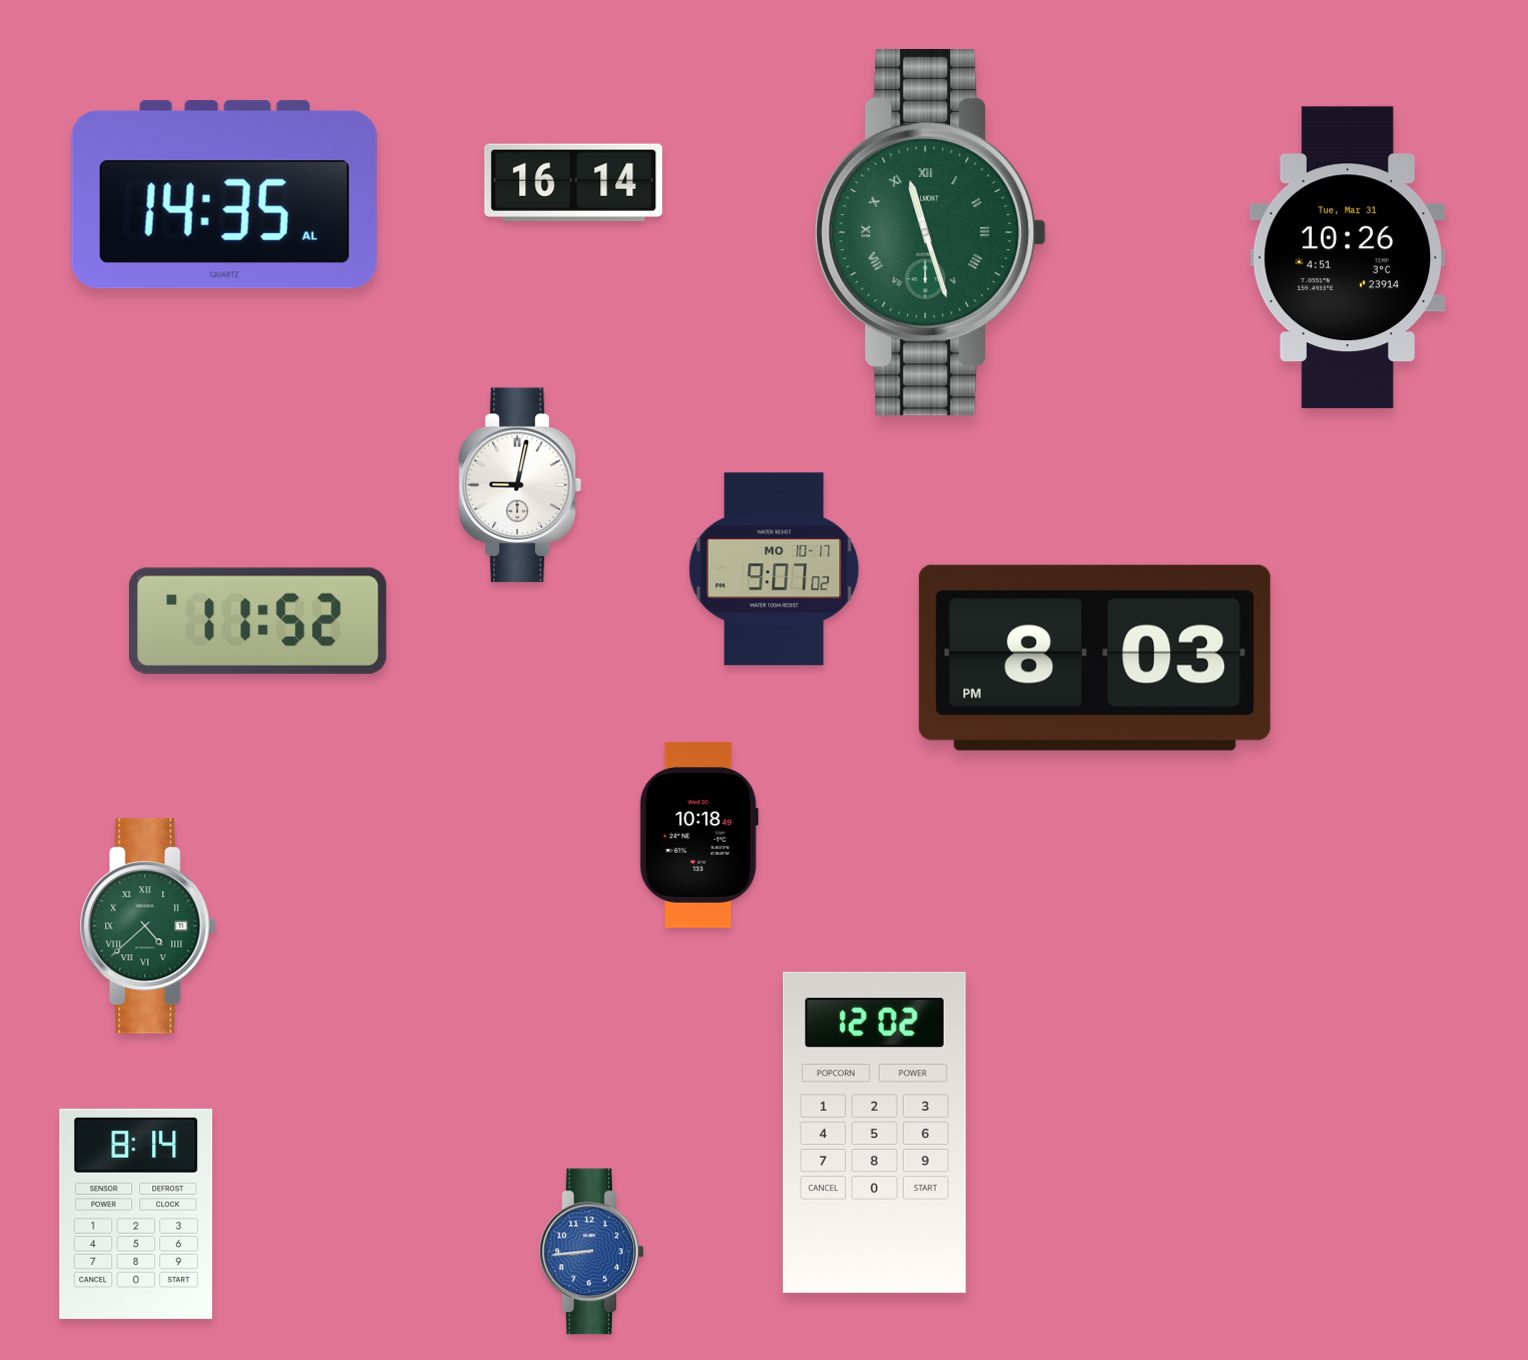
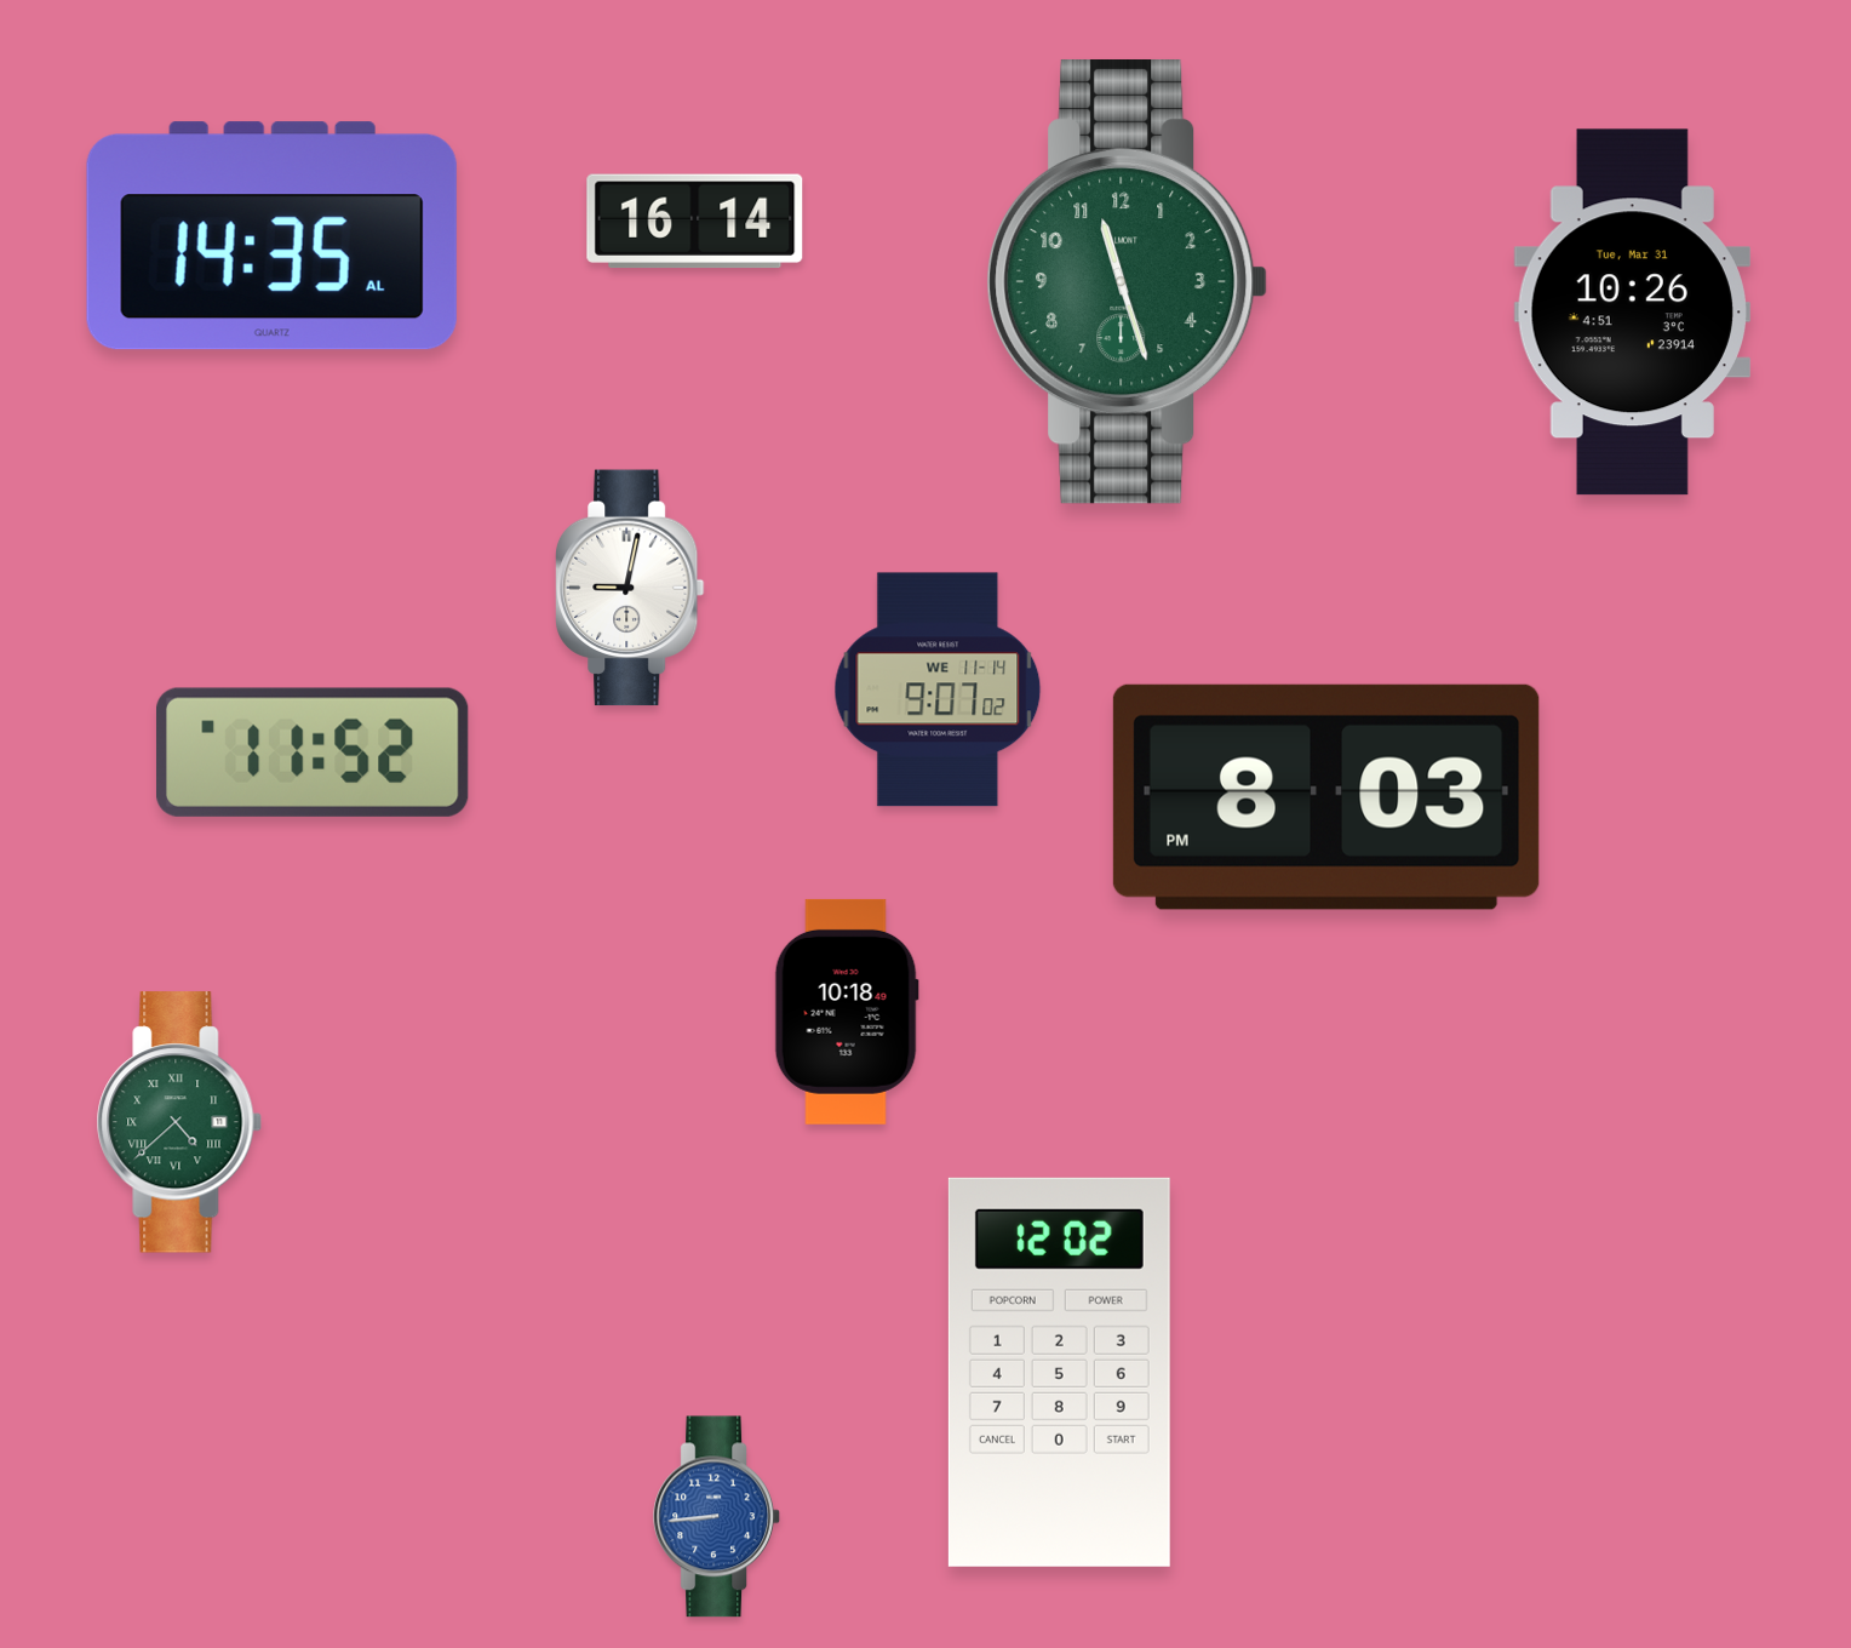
clock at (931, 233) numerals: Roman -> Arabic
clock at (774, 569) date: MO 10-17 -> WE 11-14
clock at (136, 1214): 8:14 -> none
